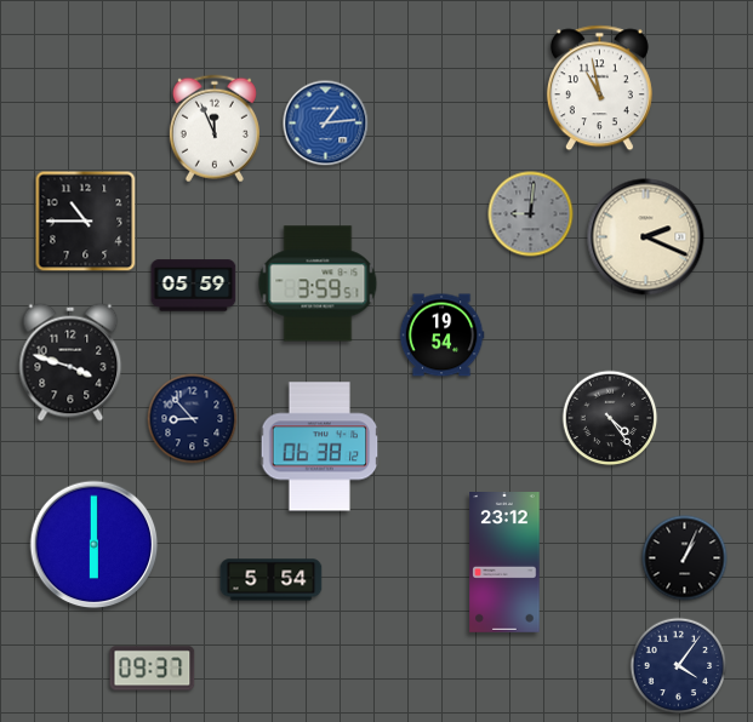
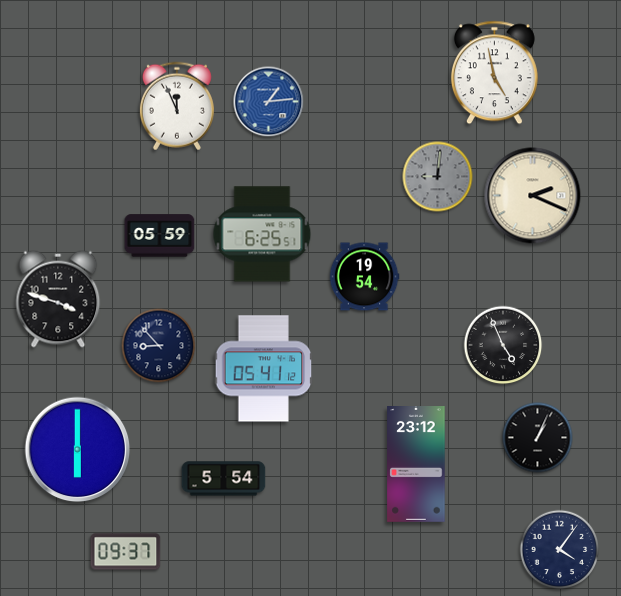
clock at (599, 88): 10:58 -> 4:58
clock at (86, 222): 10:45 -> none
clock at (318, 283): 3:59 -> 6:25
clock at (610, 418): 4:24 -> 4:56
clock at (320, 447): 06:38 -> 05:41
clock at (685, 558) position: (685, 558) -> (538, 438)
